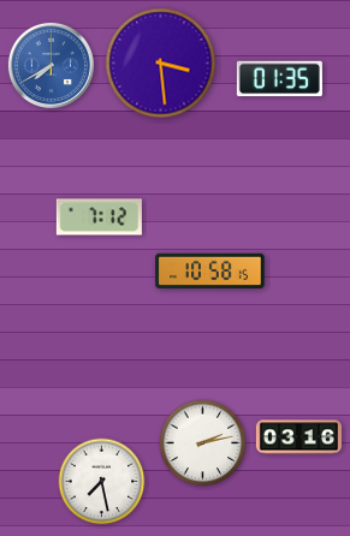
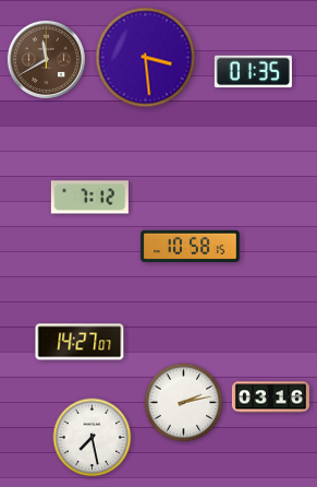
clock at (51, 65): 7:40 -> 11:40
clock at (51, 65) dial: blue -> brown
clock at (80, 342): none -> 14:27
